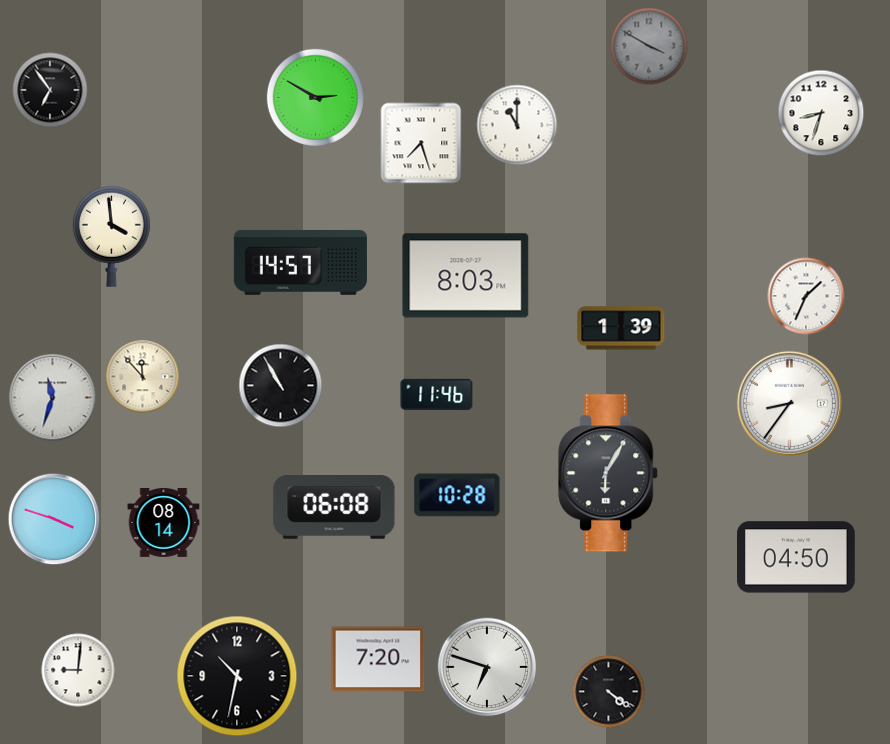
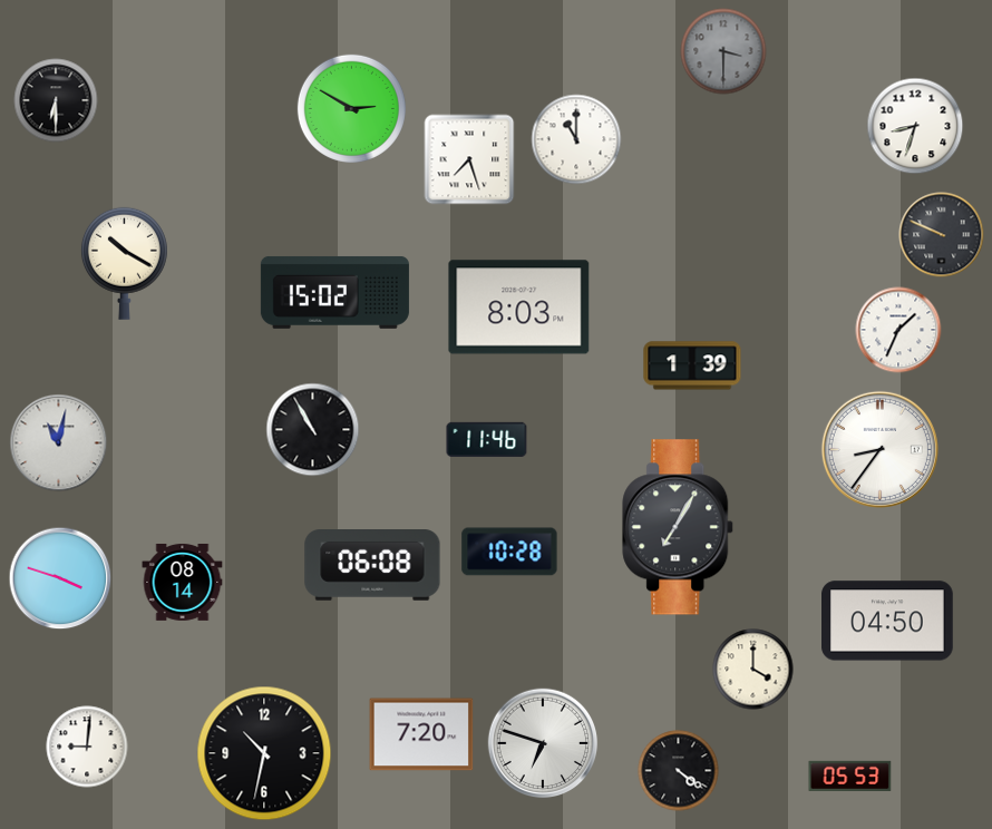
clock at (649, 46): 3:50 -> 3:30
clock at (50, 90): 6:54 -> 6:30
clock at (942, 235): none -> 9:49
clock at (111, 236): 3:59 -> 10:20
clock at (300, 262): 14:57 -> 15:02
clock at (143, 377): 11:53 -> none
clock at (53, 398): 11:33 -> 11:02
clock at (609, 473): 6:05 -> 7:05
clock at (753, 670): none -> 4:00
clock at (850, 776): none -> 05:53
